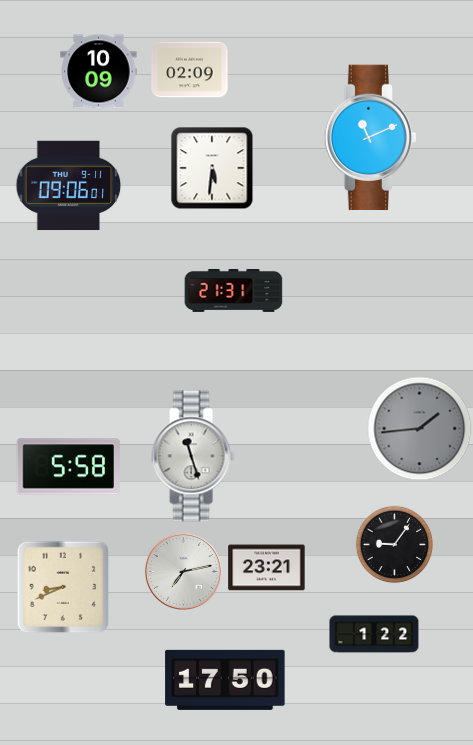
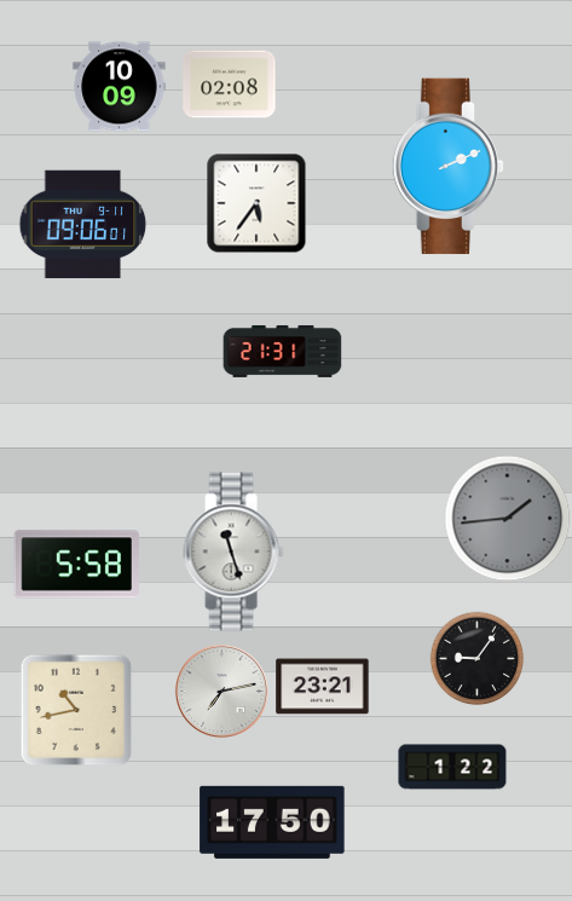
clock at (190, 70): 02:09 -> 02:08
clock at (370, 138): 11:11 -> 2:11
clock at (212, 168): 5:31 -> 5:36
clock at (68, 467) position: (68, 467) -> (76, 565)
clock at (63, 587): 8:41 -> 10:43
